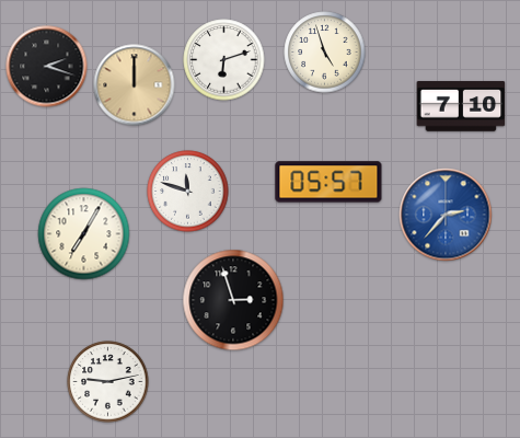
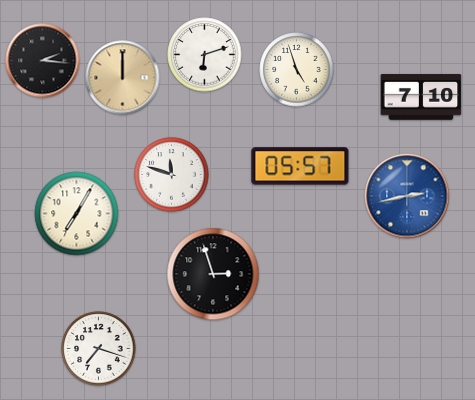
clock at (325, 53) position: (325, 53) -> (297, 70)
clock at (47, 67): 2:18 -> 2:16
clock at (446, 215): 2:37 -> 2:43
clock at (108, 382): 9:13 -> 7:18
